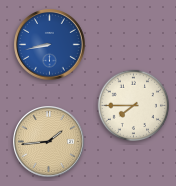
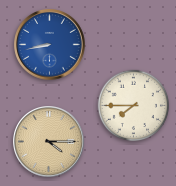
clock at (49, 142): 1:44 -> 4:15
